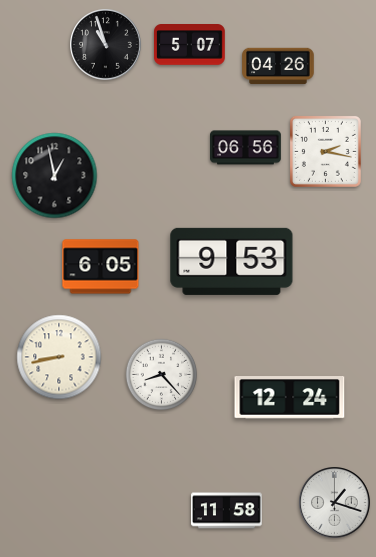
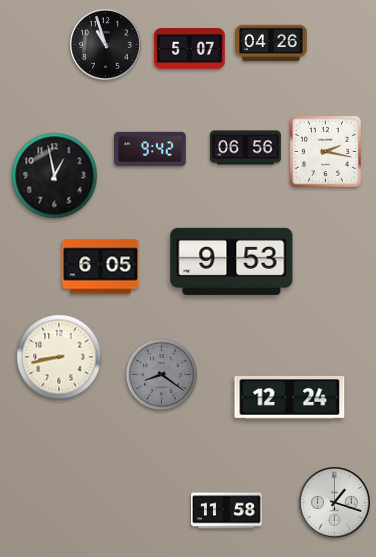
clock at (190, 45) position: (190, 45) -> (190, 49)
clock at (278, 66) position: (278, 66) -> (271, 43)
clock at (150, 149): none -> 9:42
clock at (162, 375): 8:23 -> 8:21
clock at (162, 375) dial: white -> grey
